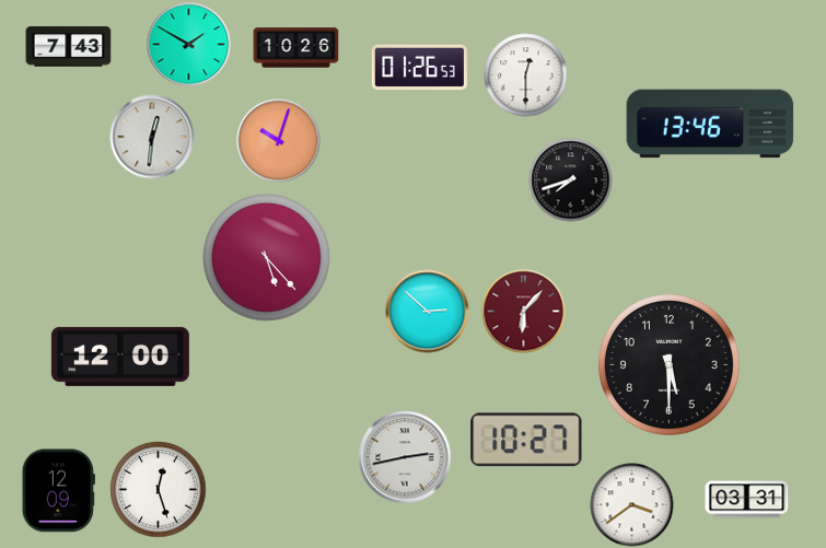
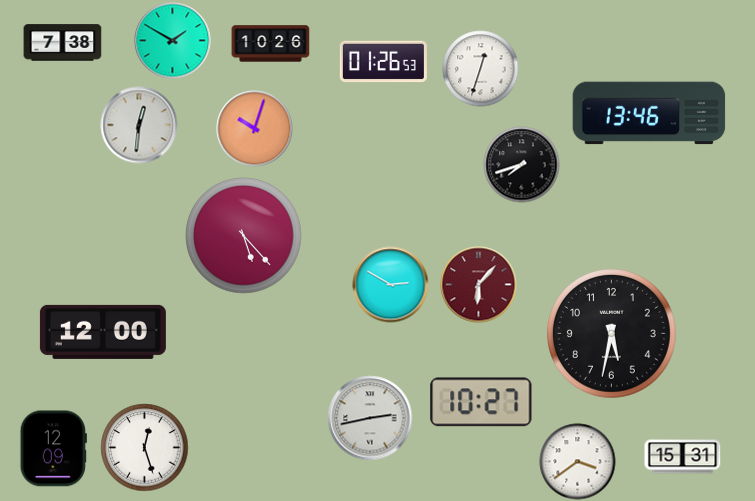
clock at (69, 47): 7:43 -> 7:38
clock at (526, 75): 12:30 -> 12:33
clock at (428, 312): 2:52 -> 2:50
clock at (120, 357) position: (120, 357) -> (103, 332)
clock at (668, 364): 5:30 -> 5:32
clock at (747, 500): 03:31 -> 15:31
